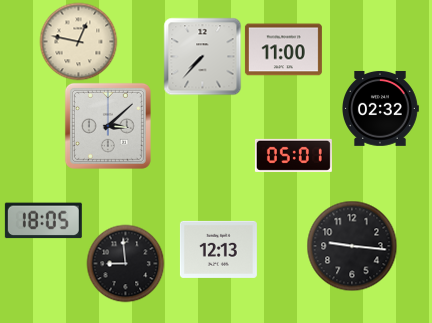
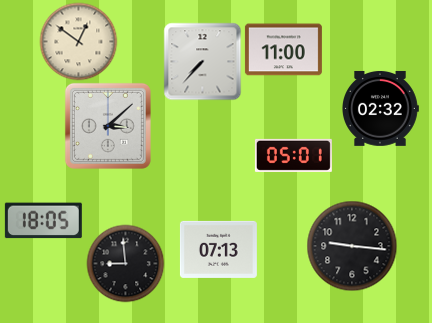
clock at (78, 41): 12:47 -> 12:51
clock at (202, 56) position: (202, 56) -> (202, 61)
clock at (218, 249): 12:13 -> 07:13
